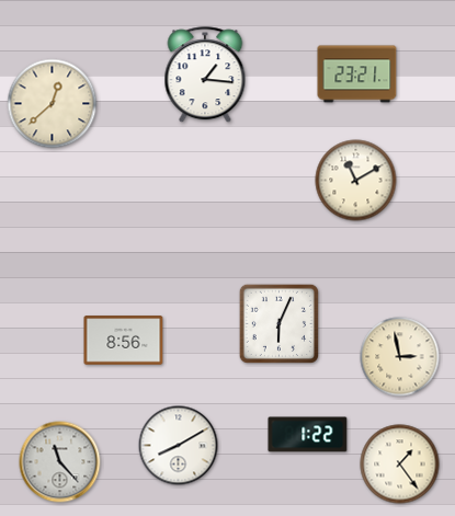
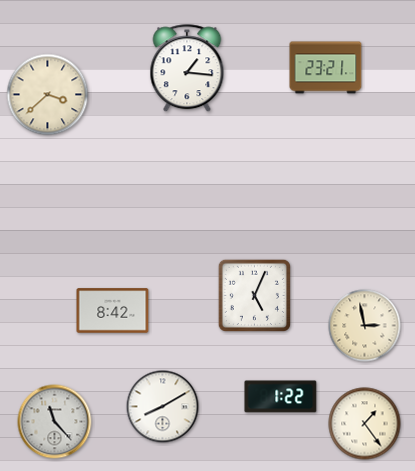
clock at (53, 104): 12:38 -> 3:38
clock at (356, 181): 11:10 -> none
clock at (278, 323): 6:04 -> 5:04
clock at (124, 341): 8:56 -> 8:42
